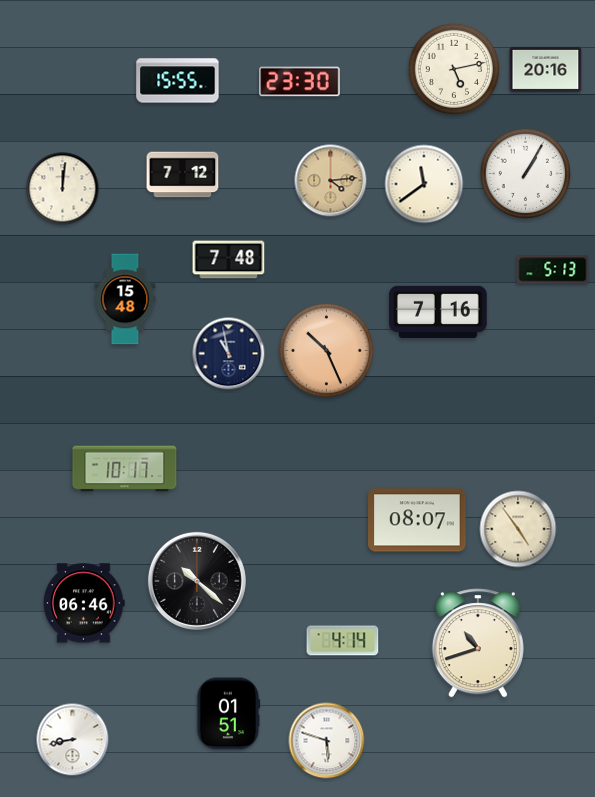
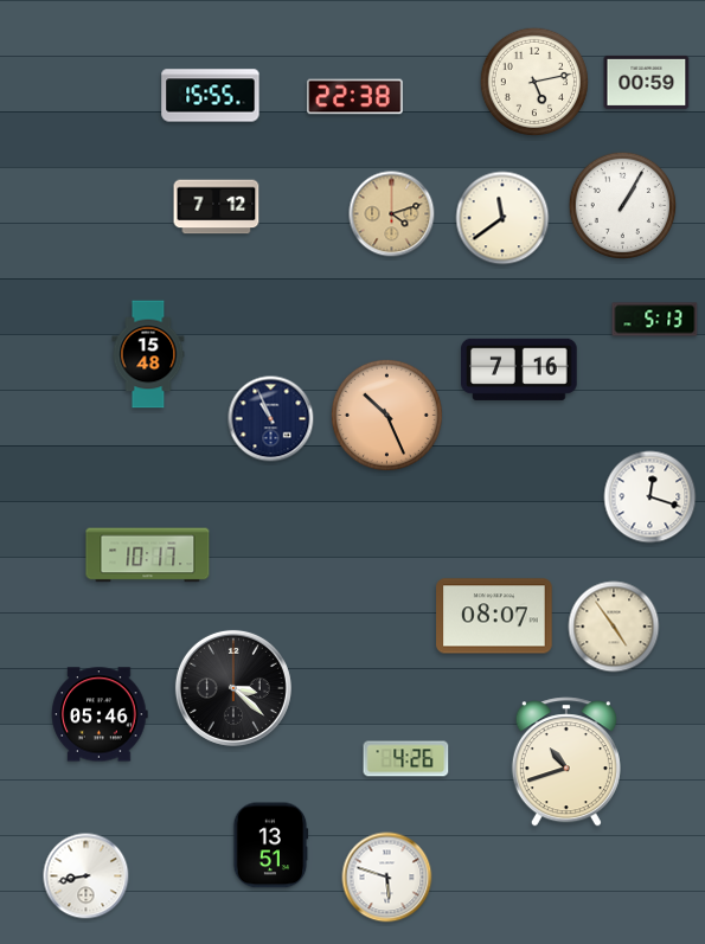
clock at (453, 68) position: (453, 68) -> (533, 81)
clock at (546, 69): 20:16 -> 00:59
clock at (300, 82): 23:30 -> 22:38
clock at (331, 181): 4:14 -> 4:12
clock at (63, 189): 12:01 -> none
clock at (229, 260): 7:48 -> none
clock at (229, 354): 10:58 -> 10:56
clock at (650, 497): none -> 12:18
clock at (197, 581): 10:22 -> 3:22
clock at (84, 603): 06:46 -> 05:46
clock at (343, 641): 4:14 -> 4:26
clock at (228, 714): 01:51 -> 13:51
